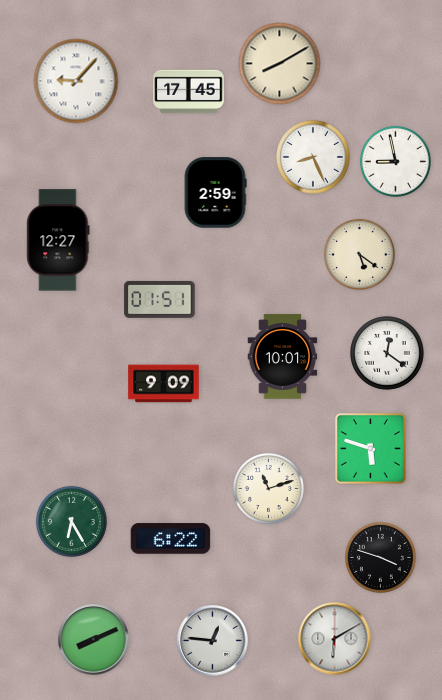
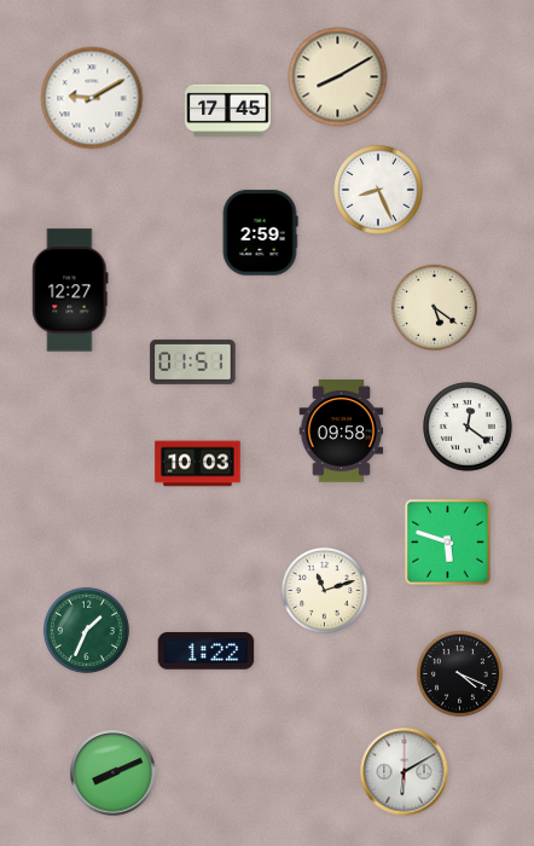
clock at (76, 81): 9:07 -> 9:10
clock at (395, 161): 8:58 -> none
clock at (283, 357): 10:01 -> 09:58
clock at (164, 384): 9:09 -> 10:03
clock at (71, 521): 6:25 -> 1:34
clock at (171, 539): 6:22 -> 1:22
clock at (380, 557): 3:48 -> 4:19
clock at (213, 641): 12:46 -> none
